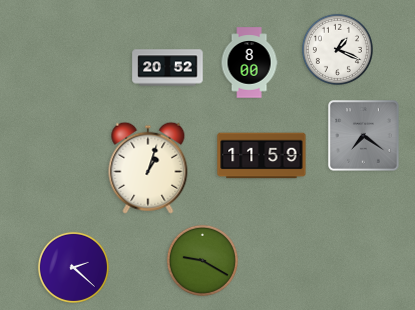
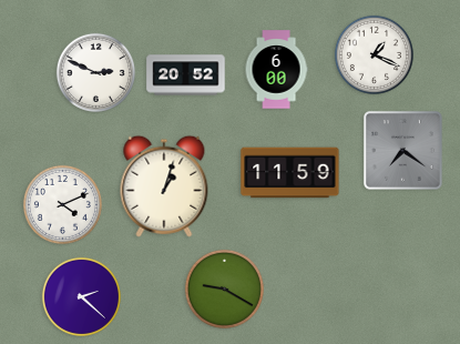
clock at (249, 63): 8:00 -> 6:00
clock at (95, 72): none -> 2:49
clock at (62, 204): none -> 4:11
